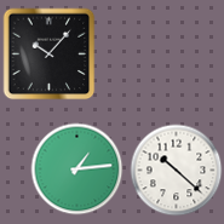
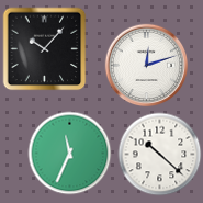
clock at (147, 66): none -> 12:12
clock at (77, 170): 1:14 -> 11:34
